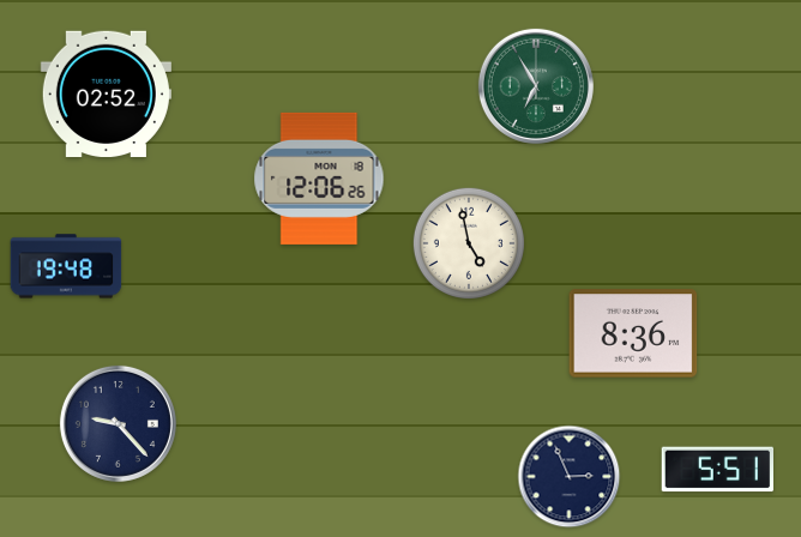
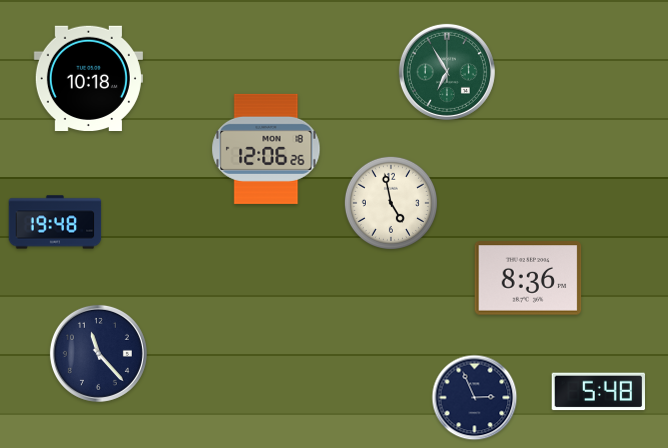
clock at (106, 93): 02:52 -> 10:18
clock at (118, 423): 9:23 -> 11:23
clock at (717, 470): 5:51 -> 5:48
